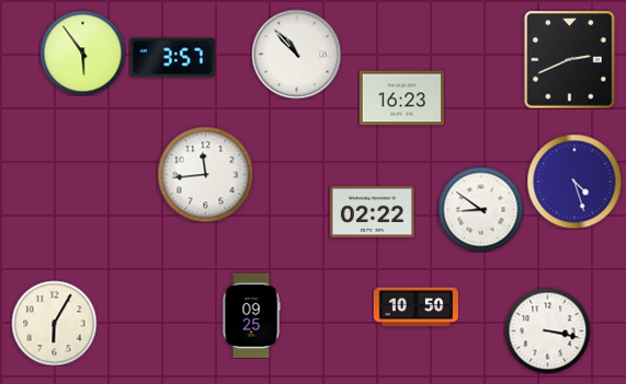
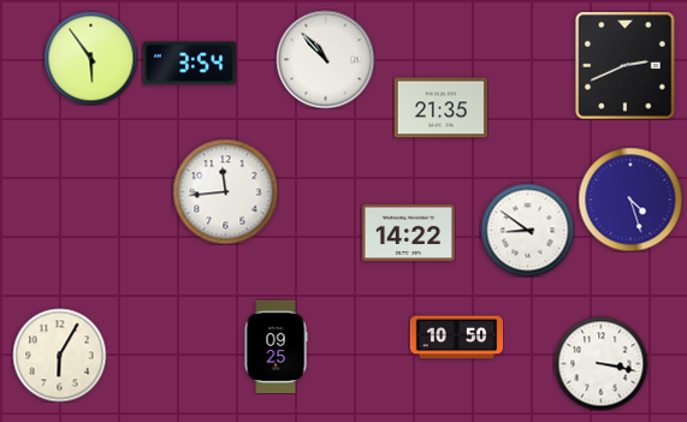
clock at (172, 58): 3:57 -> 3:54
clock at (401, 98): 16:23 -> 21:35
clock at (372, 212): 02:22 -> 14:22
